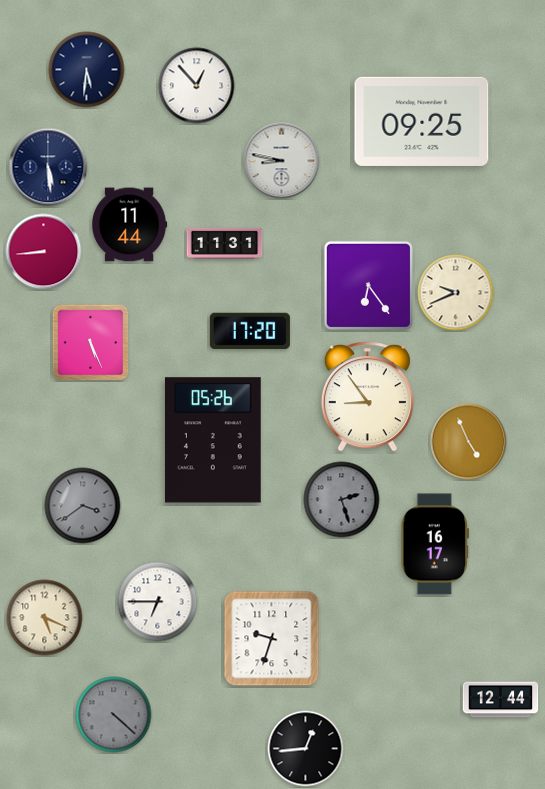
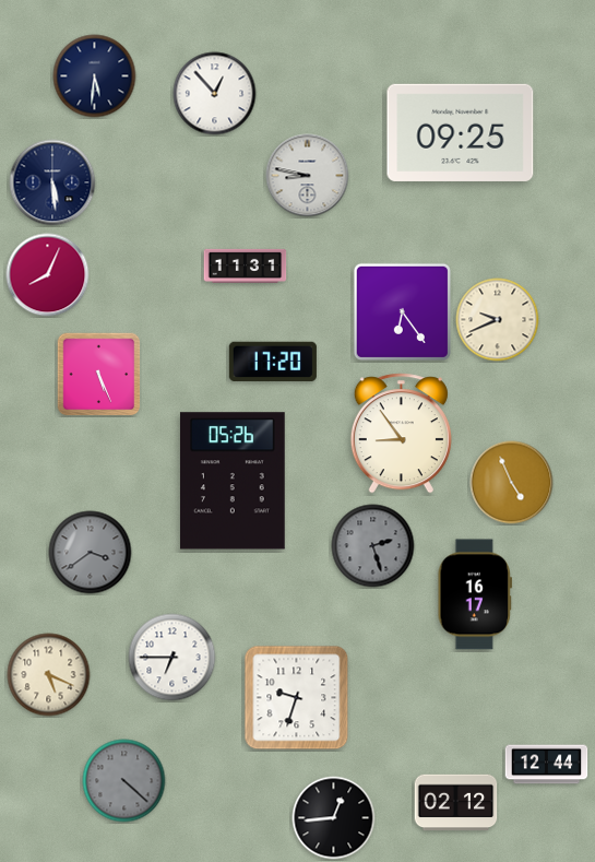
clock at (129, 225): 11:44 -> none
clock at (44, 252): 8:44 -> 8:04
clock at (456, 803): none -> 02:12
